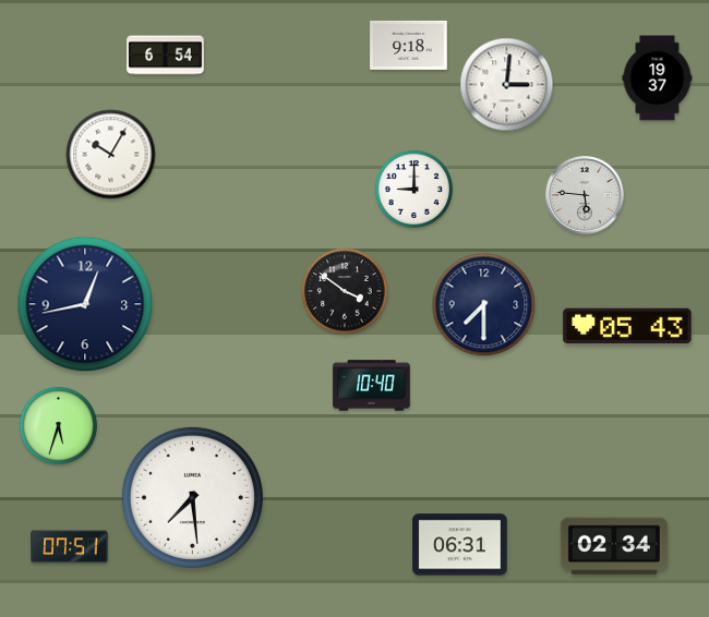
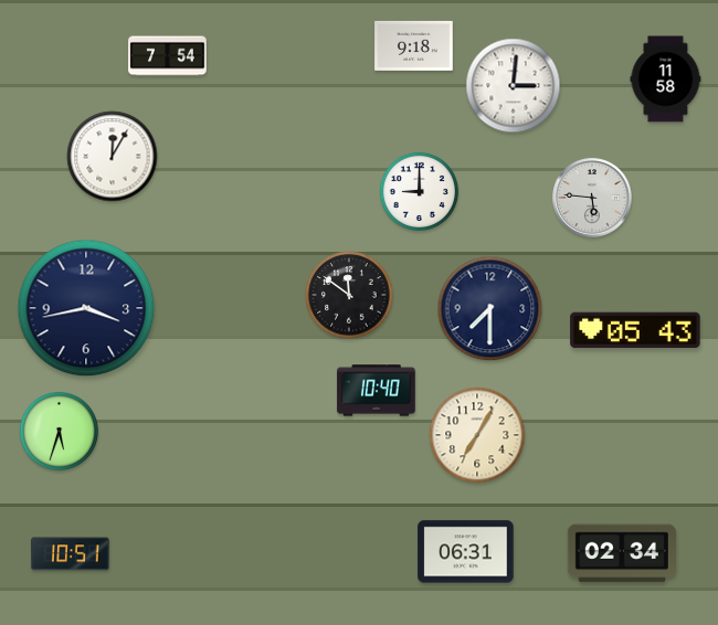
clock at (166, 56): 6:54 -> 7:54
clock at (658, 78): 19:37 -> 11:58
clock at (111, 155): 10:05 -> 12:05
clock at (345, 291): 3:51 -> 11:51
clock at (85, 304): 12:43 -> 3:43
clock at (477, 435): none -> 7:05
clock at (192, 497): 7:29 -> none
clock at (70, 547): 07:51 -> 10:51
